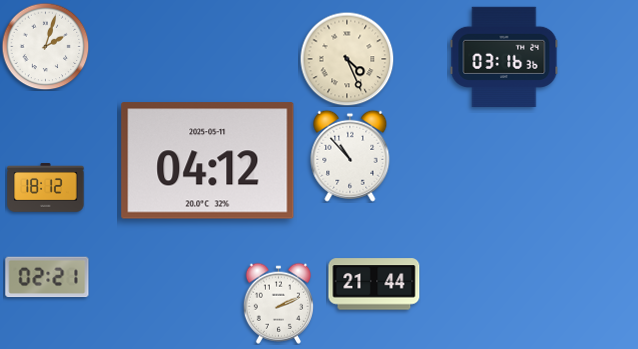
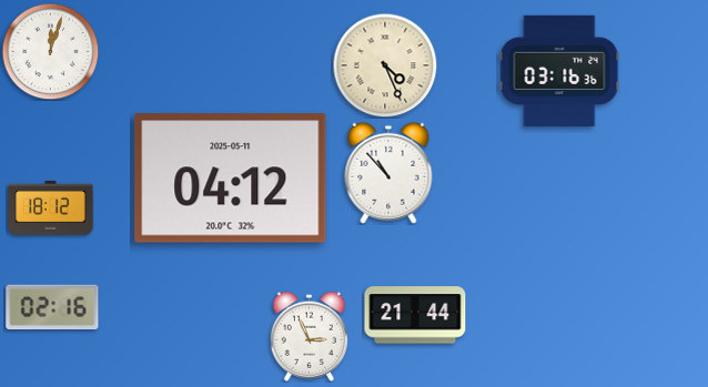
clock at (45, 46): 2:03 -> 12:03
clock at (504, 56) position: (504, 56) -> (559, 70)
clock at (47, 277): 02:21 -> 02:16
clock at (278, 303): 2:11 -> 2:56
